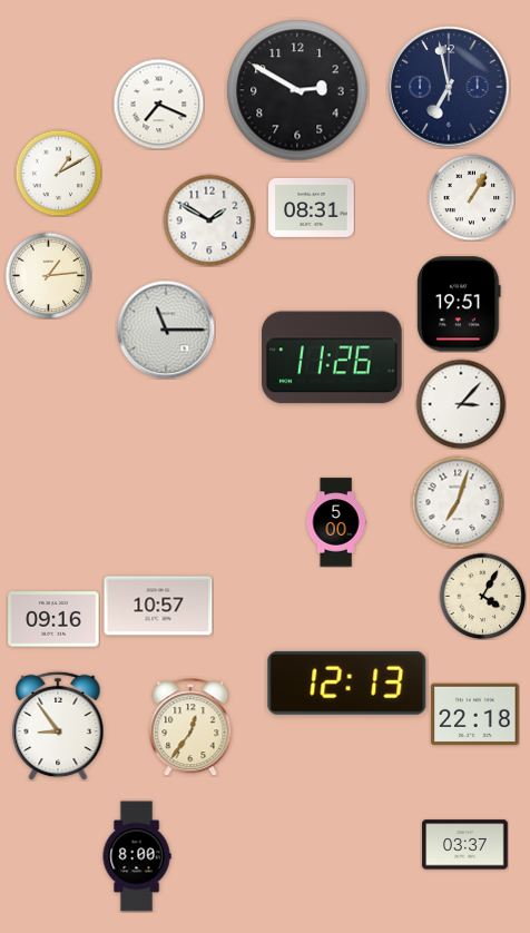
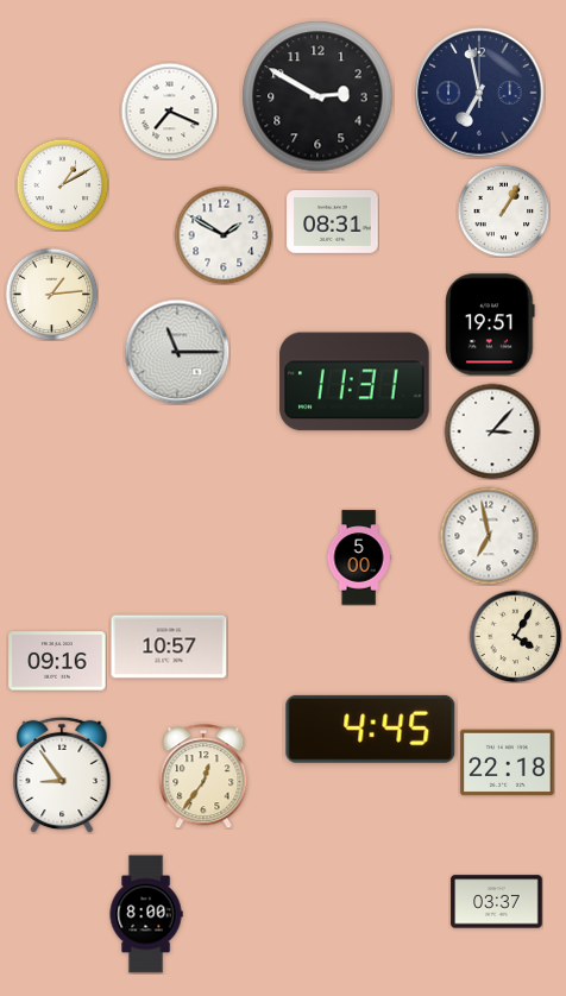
clock at (332, 357): 11:26 -> 11:31
clock at (458, 502): 7:03 -> 6:58
clock at (347, 682): 12:13 -> 4:45
